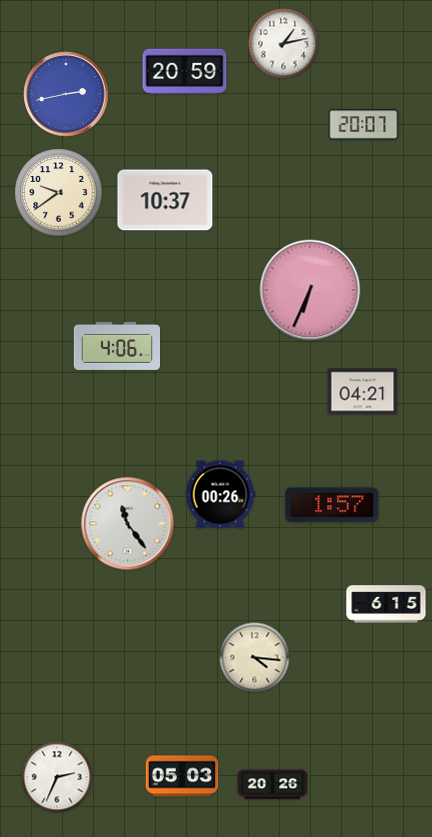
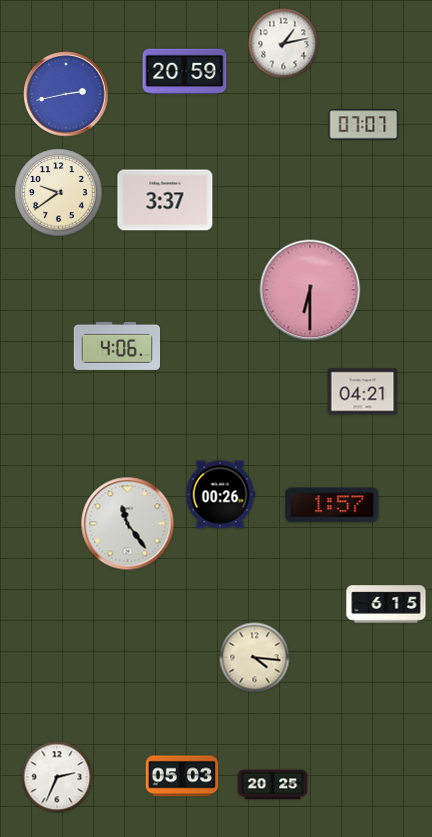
clock at (364, 125): 20:07 -> 07:07
clock at (165, 200): 10:37 -> 3:37
clock at (310, 290): 6:34 -> 6:30
clock at (273, 785): 20:26 -> 20:25
